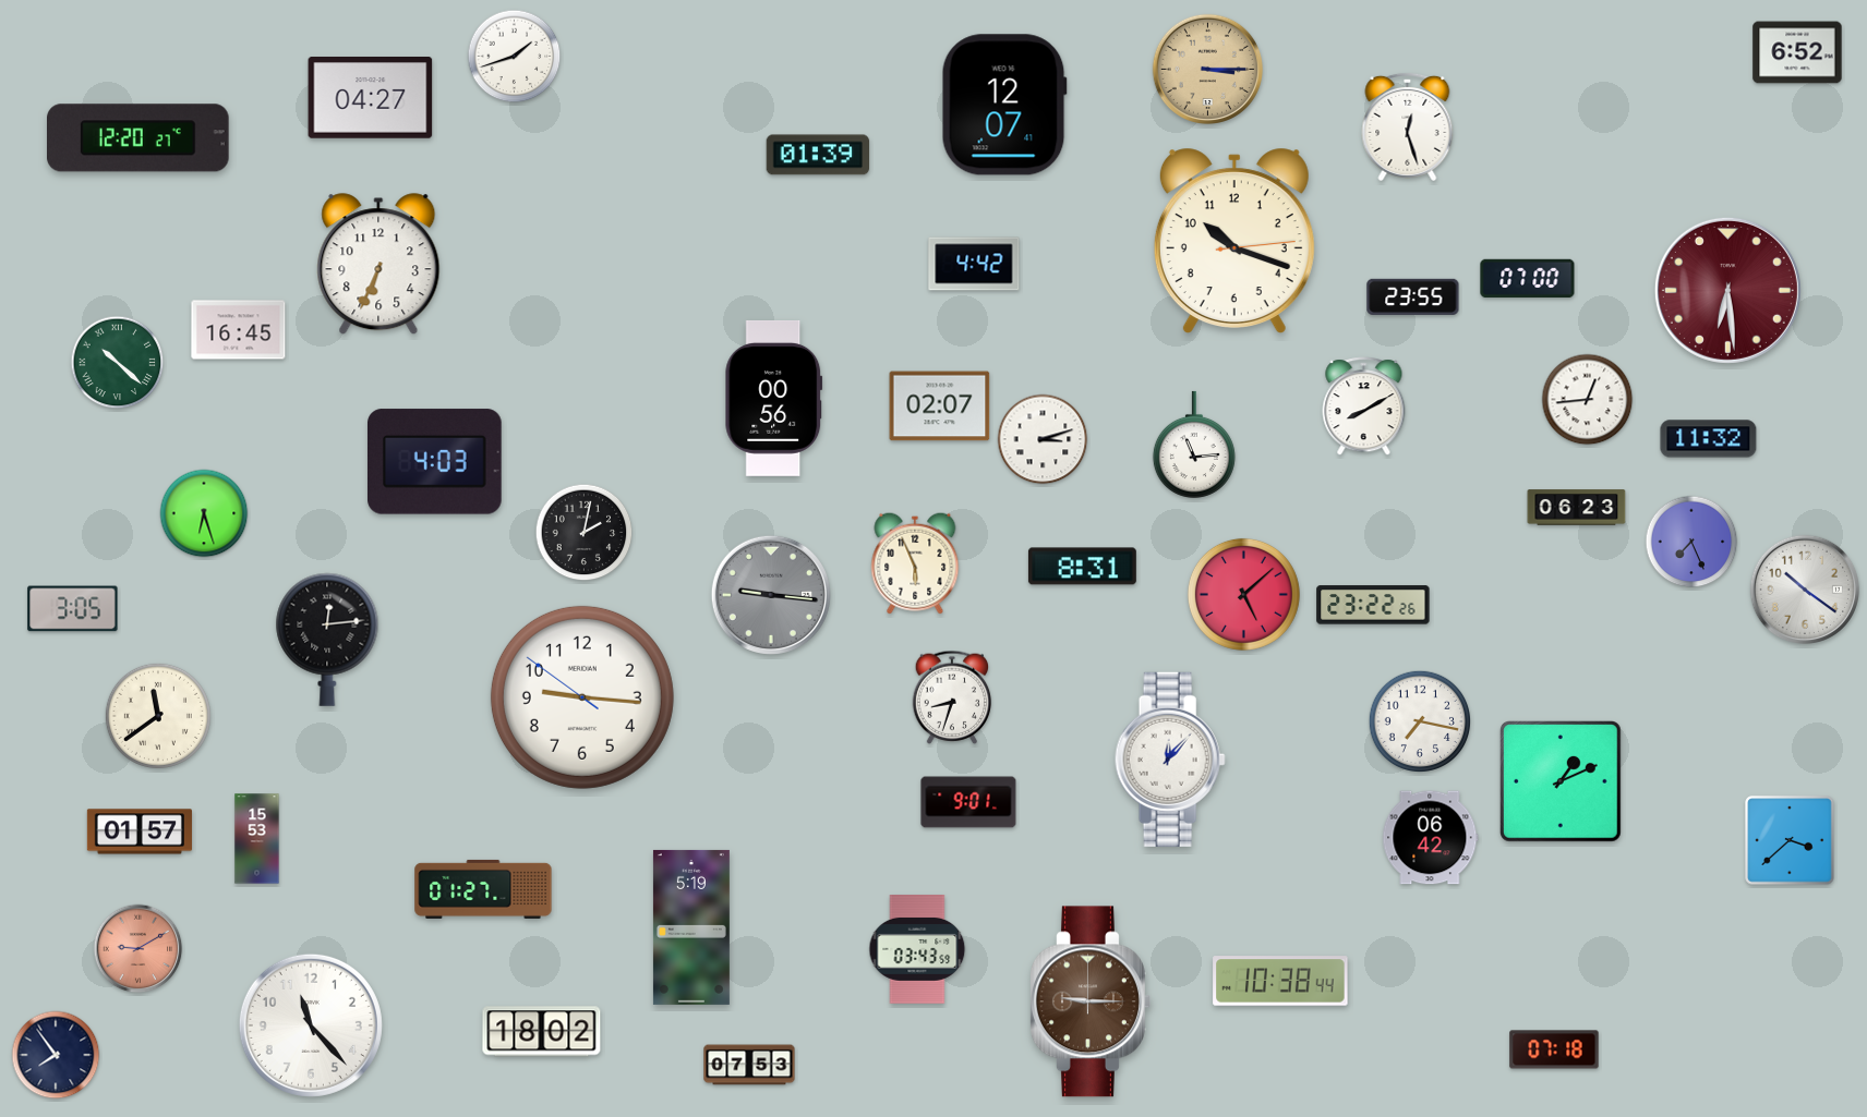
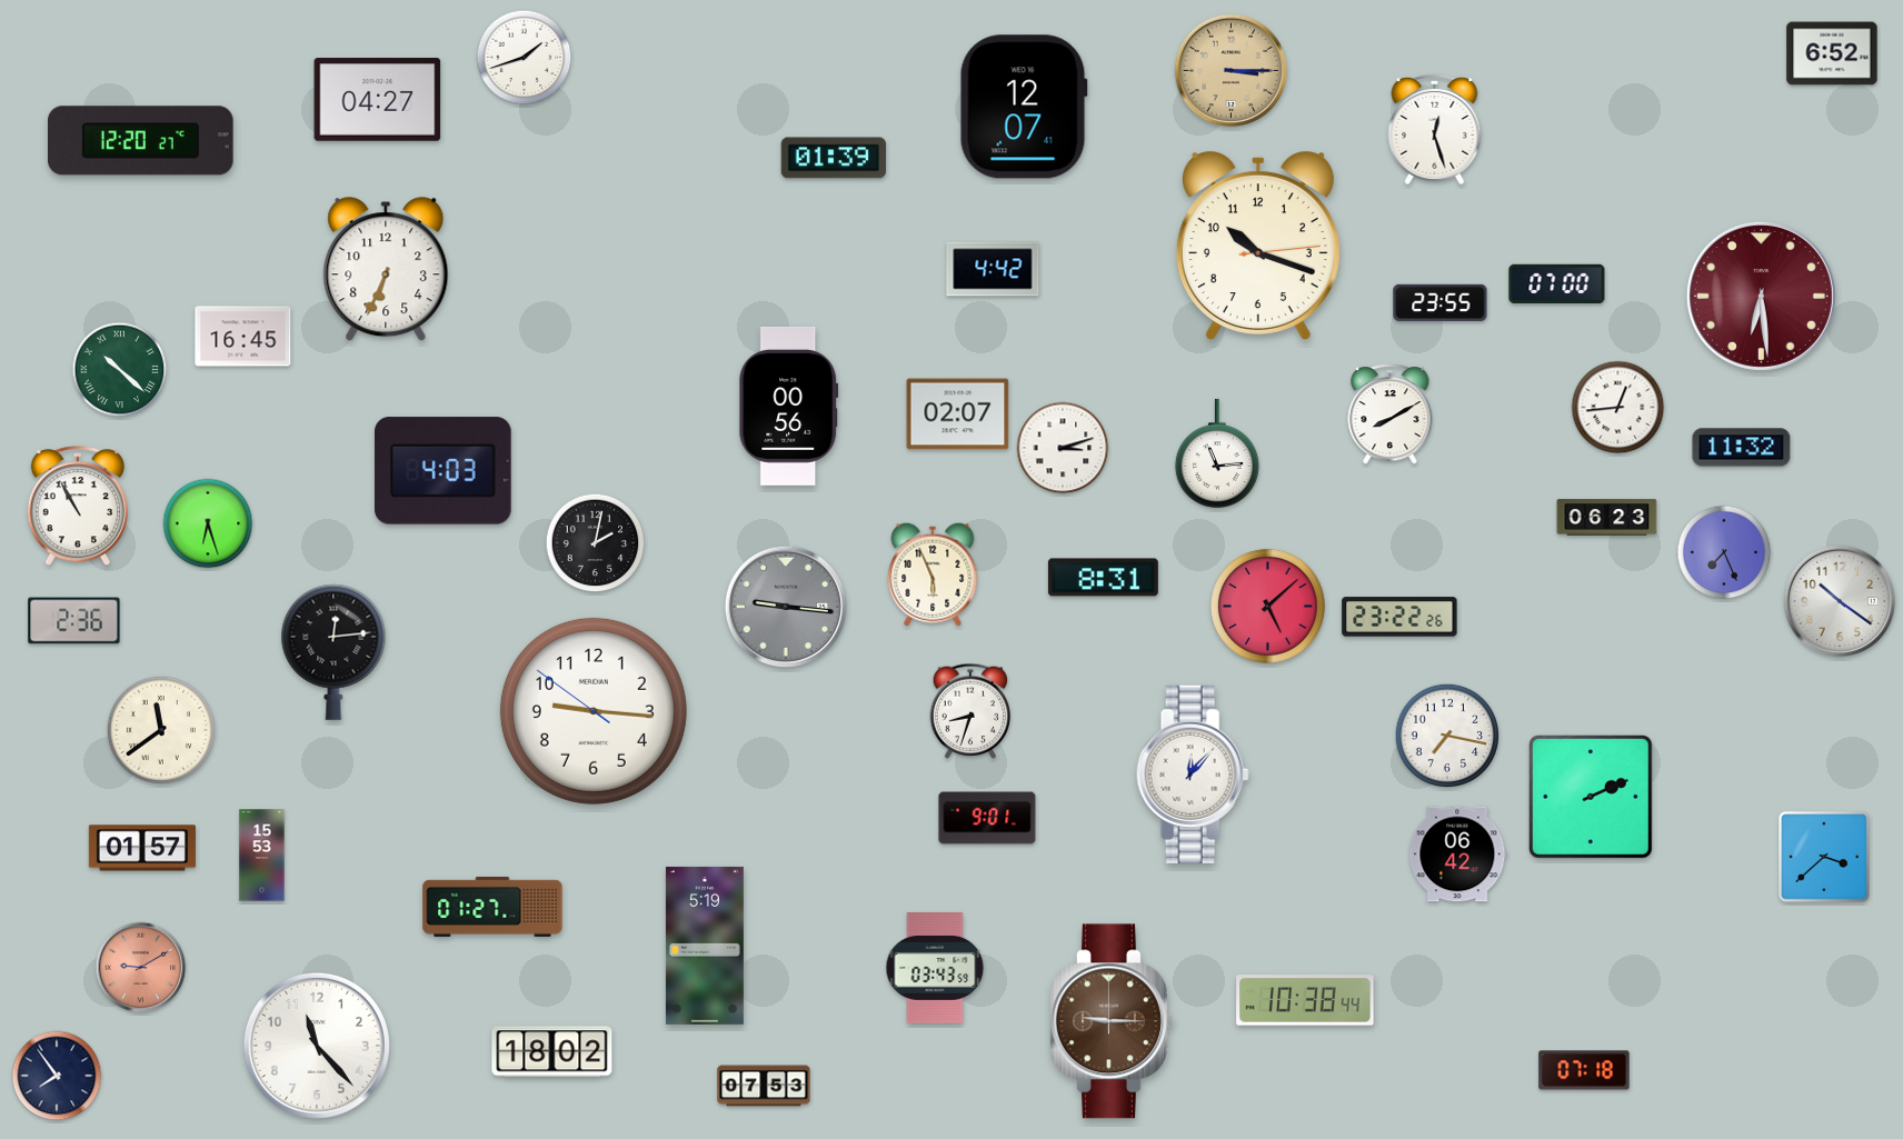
clock at (77, 507): none -> 10:55
clock at (73, 609): 3:05 -> 2:36
clock at (1561, 781): 1:11 -> 2:11
